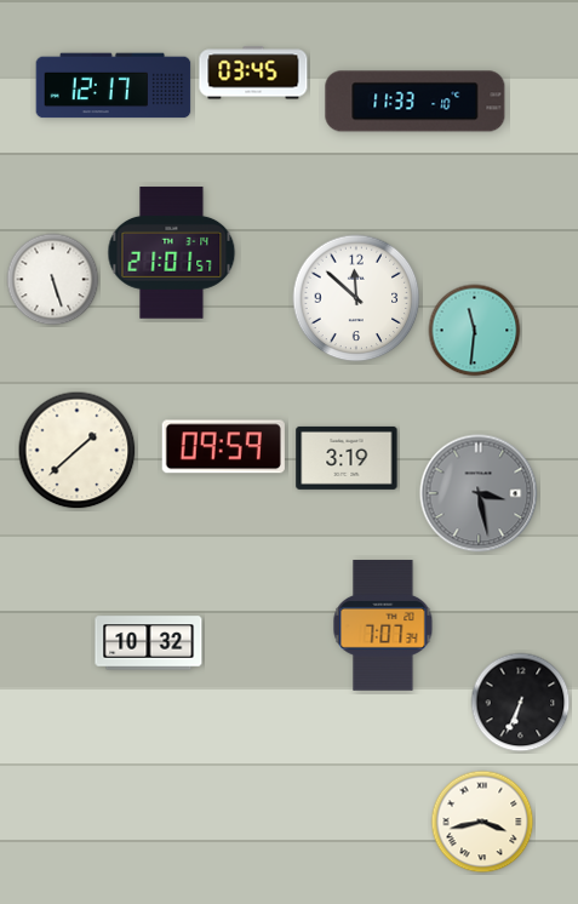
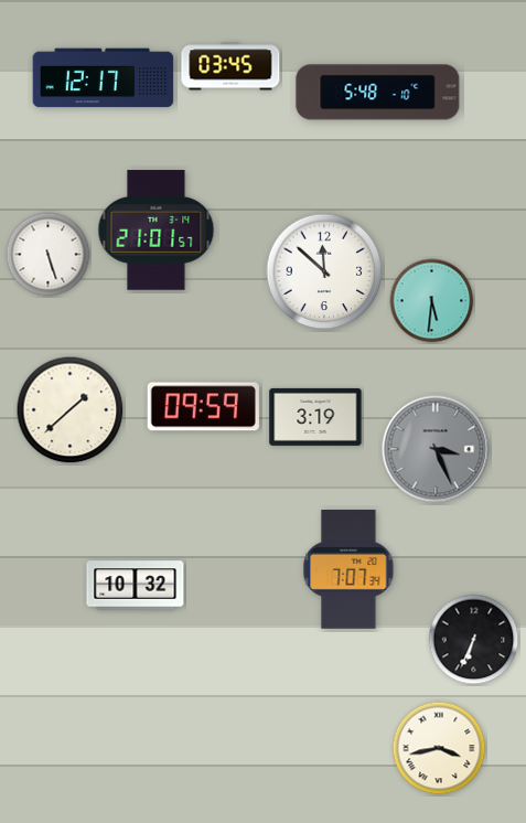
clock at (416, 102): 11:33 -> 5:48
clock at (475, 331): 11:31 -> 5:31
clock at (479, 493): 3:28 -> 3:26
